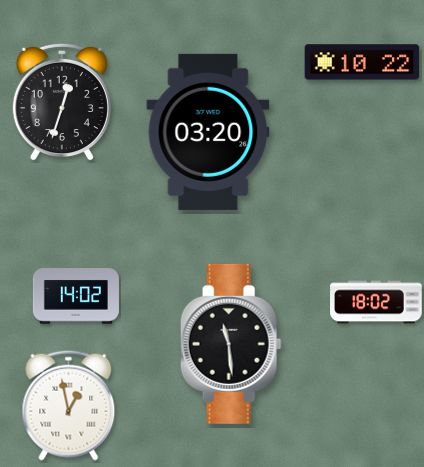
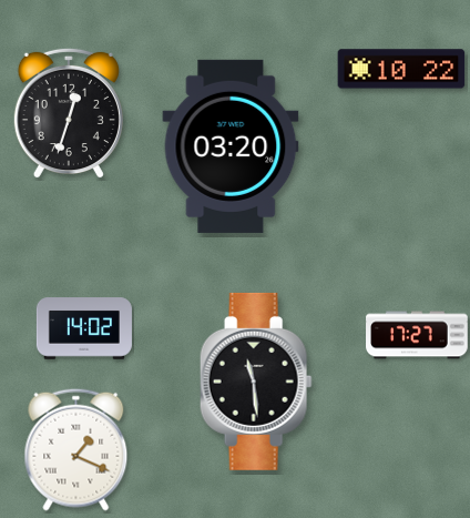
clock at (376, 302): 18:02 -> 17:27
clock at (69, 405): 12:58 -> 1:19
